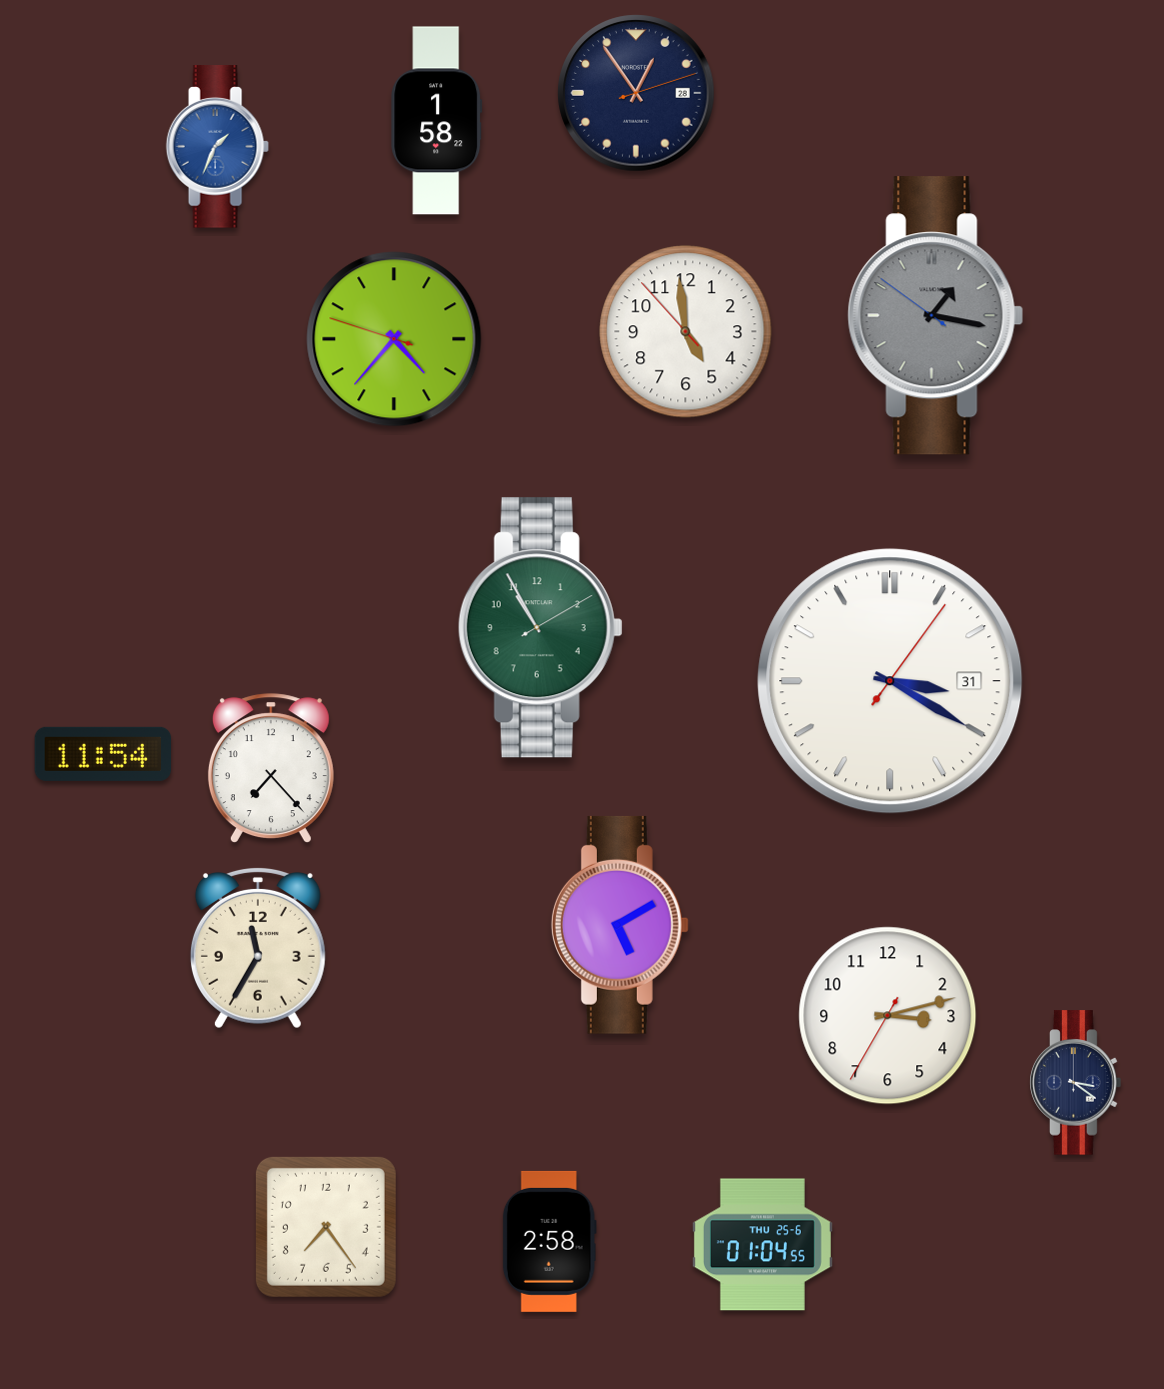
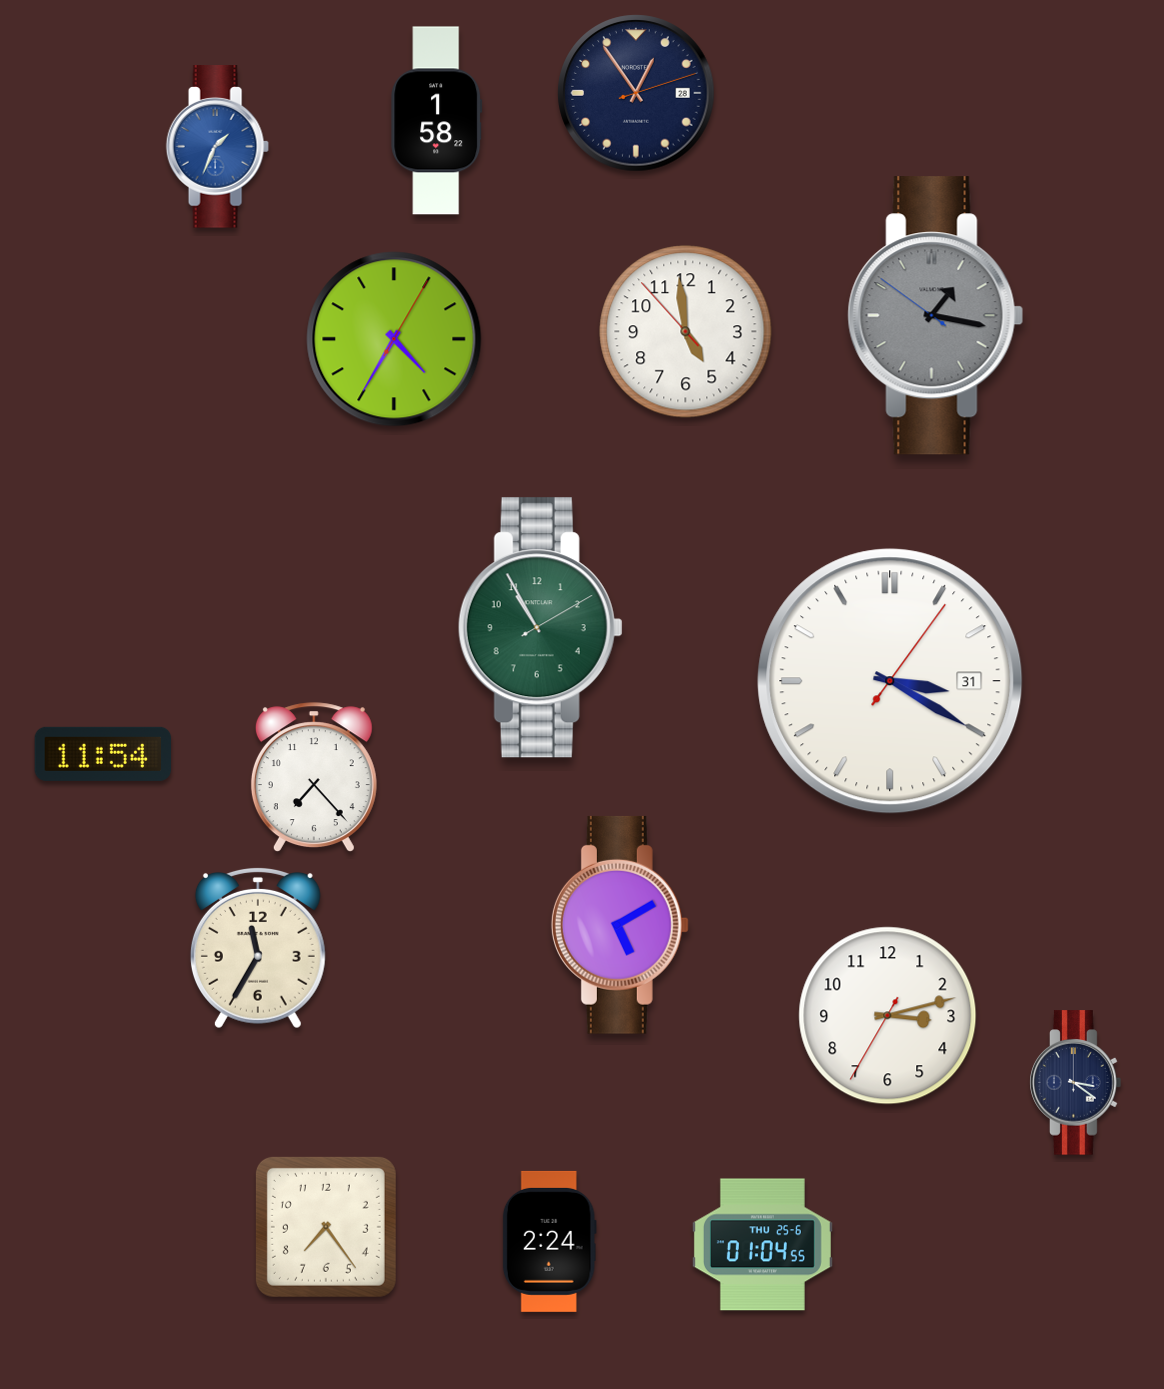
clock at (394, 339): 4:36 -> 4:35
clock at (271, 769) position: (271, 769) -> (314, 778)
clock at (549, 1241): 2:58 -> 2:24
